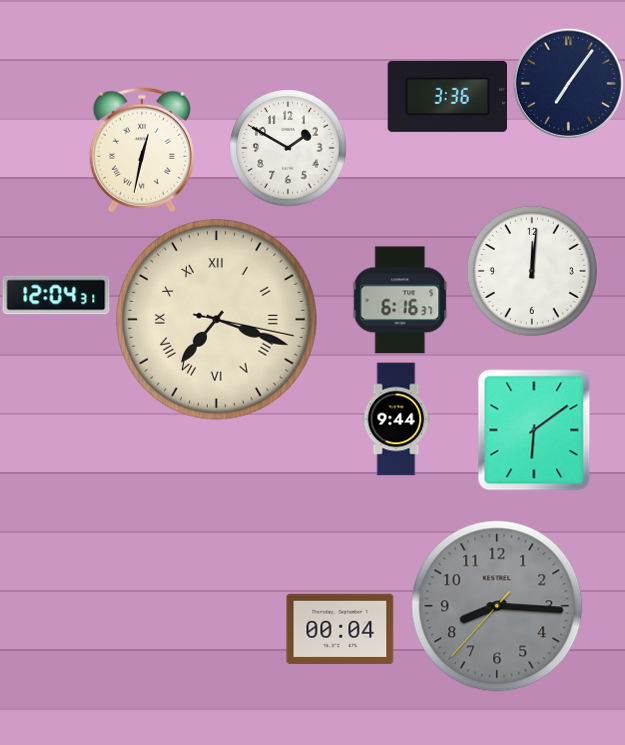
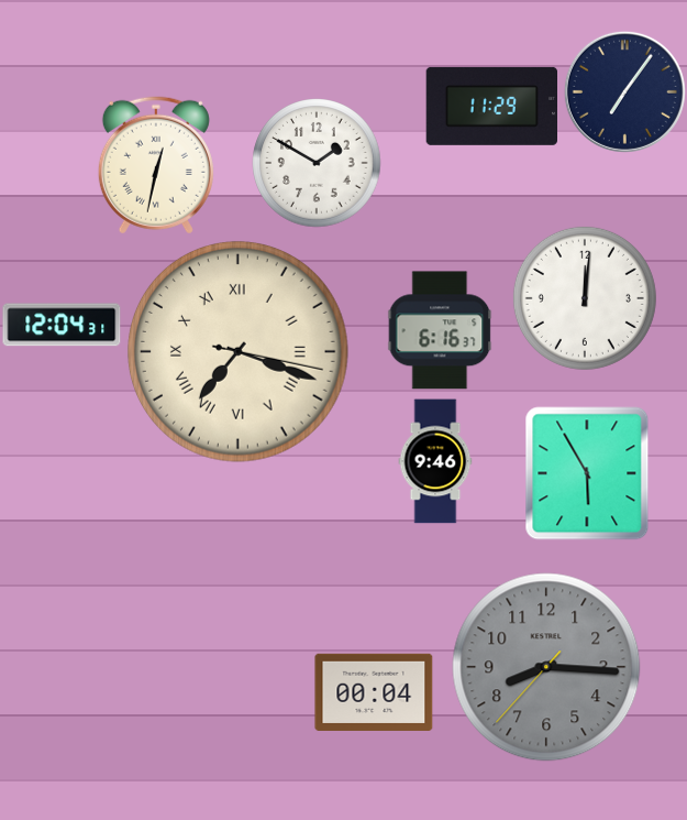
clock at (448, 96): 3:36 -> 11:29
clock at (396, 419): 9:44 -> 9:46
clock at (534, 430): 6:09 -> 5:55
